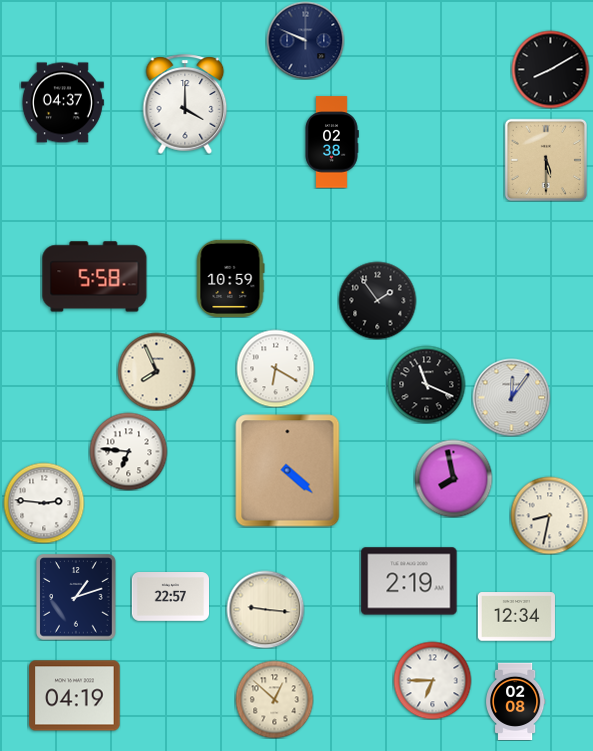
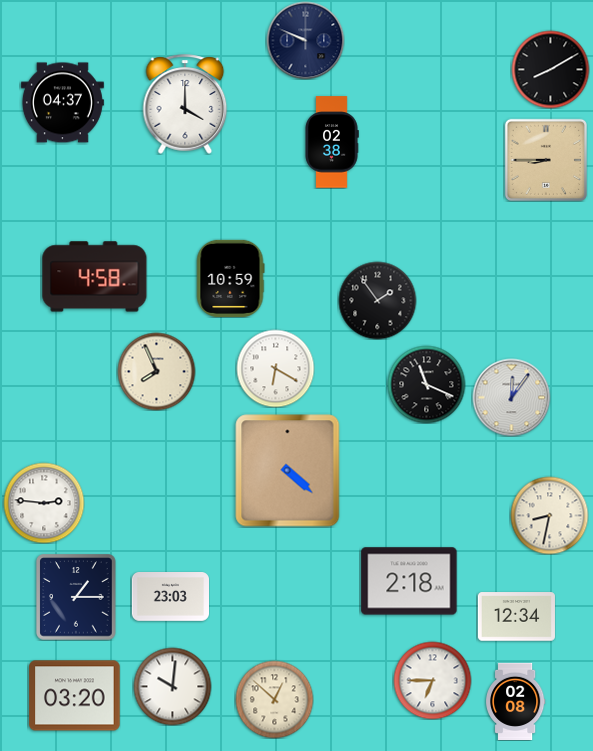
clock at (546, 160): 5:30 -> 8:45
clock at (95, 277): 5:58 -> 4:58
clock at (128, 451): 6:46 -> none
clock at (453, 478): 7:58 -> none
clock at (409, 581): 2:19 -> 2:18
clock at (76, 597): 1:12 -> 1:15
clock at (170, 597): 22:57 -> 23:03
clock at (265, 609): 9:16 -> none
clock at (172, 686): none -> 10:01
clock at (75, 696): 04:19 -> 03:20
